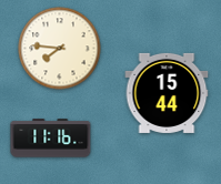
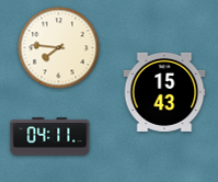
clock at (167, 93): 15:44 -> 15:43
clock at (51, 139): 11:16 -> 04:11
